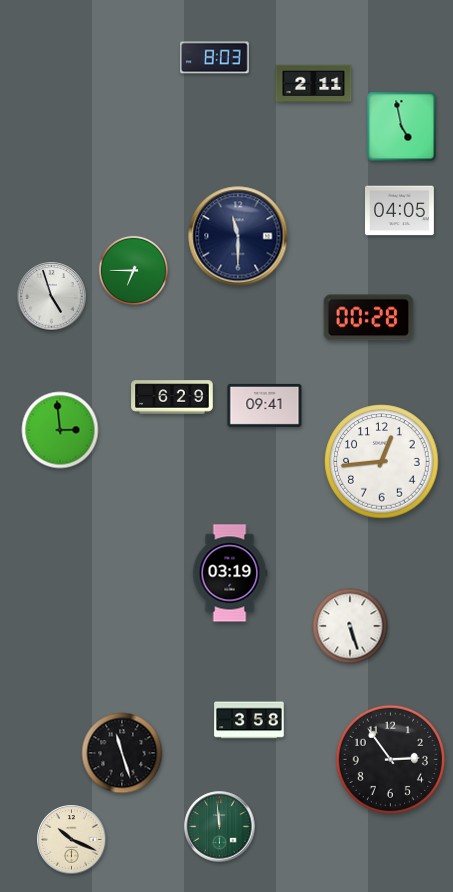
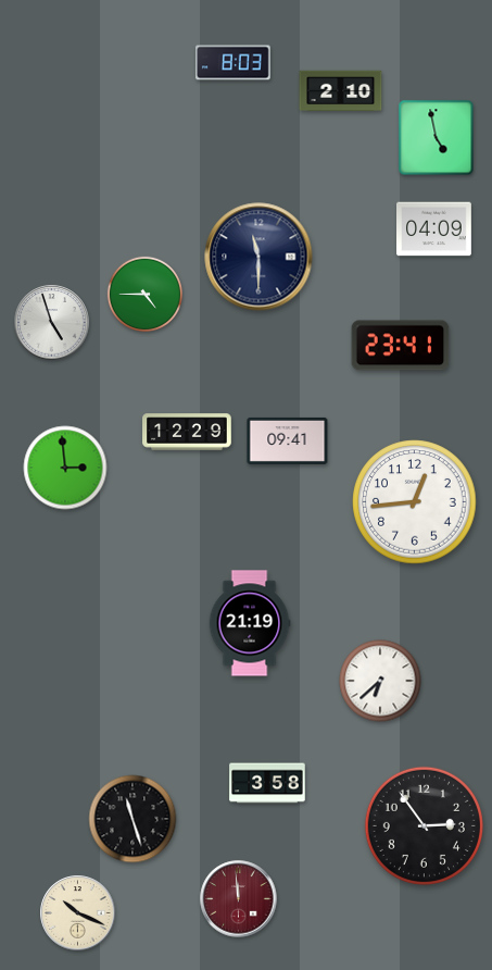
clock at (314, 84): 2:11 -> 2:10
clock at (400, 211): 04:05 -> 04:09
clock at (133, 270): 6:45 -> 4:45
clock at (52, 297) position: (52, 297) -> (52, 323)
clock at (369, 318): 00:28 -> 23:41
clock at (172, 397): 6:29 -> 12:29
clock at (230, 573): 03:19 -> 21:19
clock at (350, 626): 5:27 -> 6:38
clock at (249, 720) position: (249, 720) -> (267, 783)
clock at (220, 827) dial: green -> burgundy
